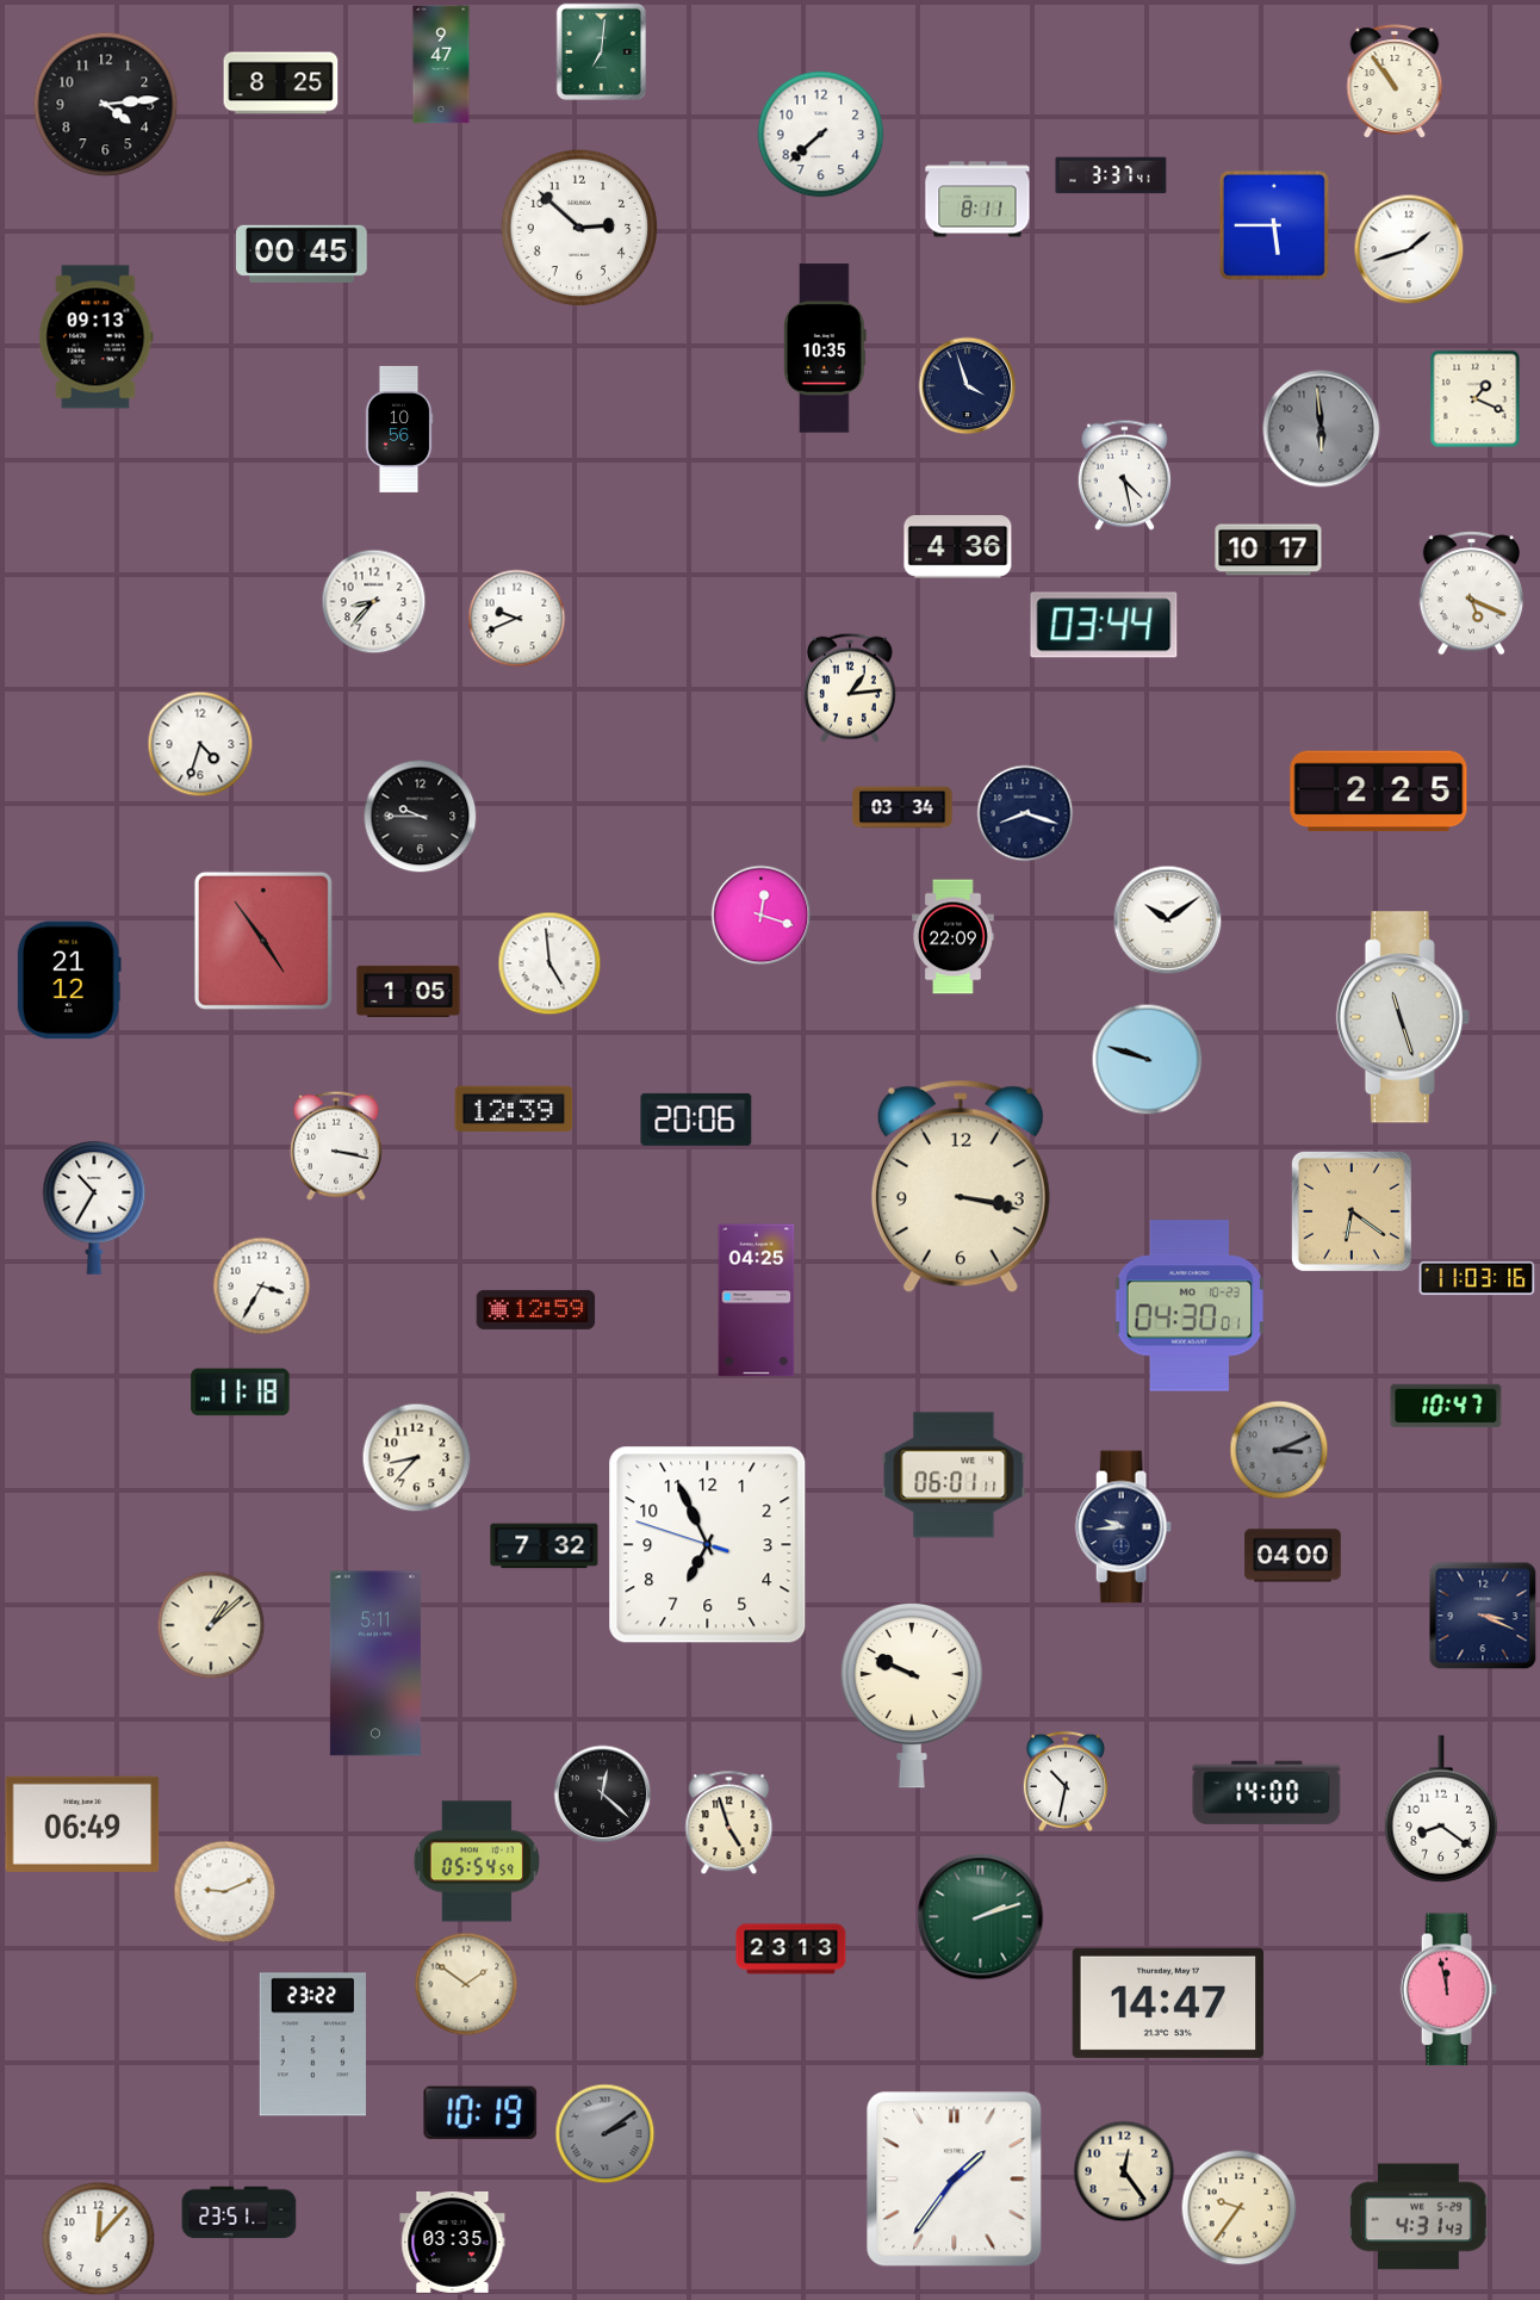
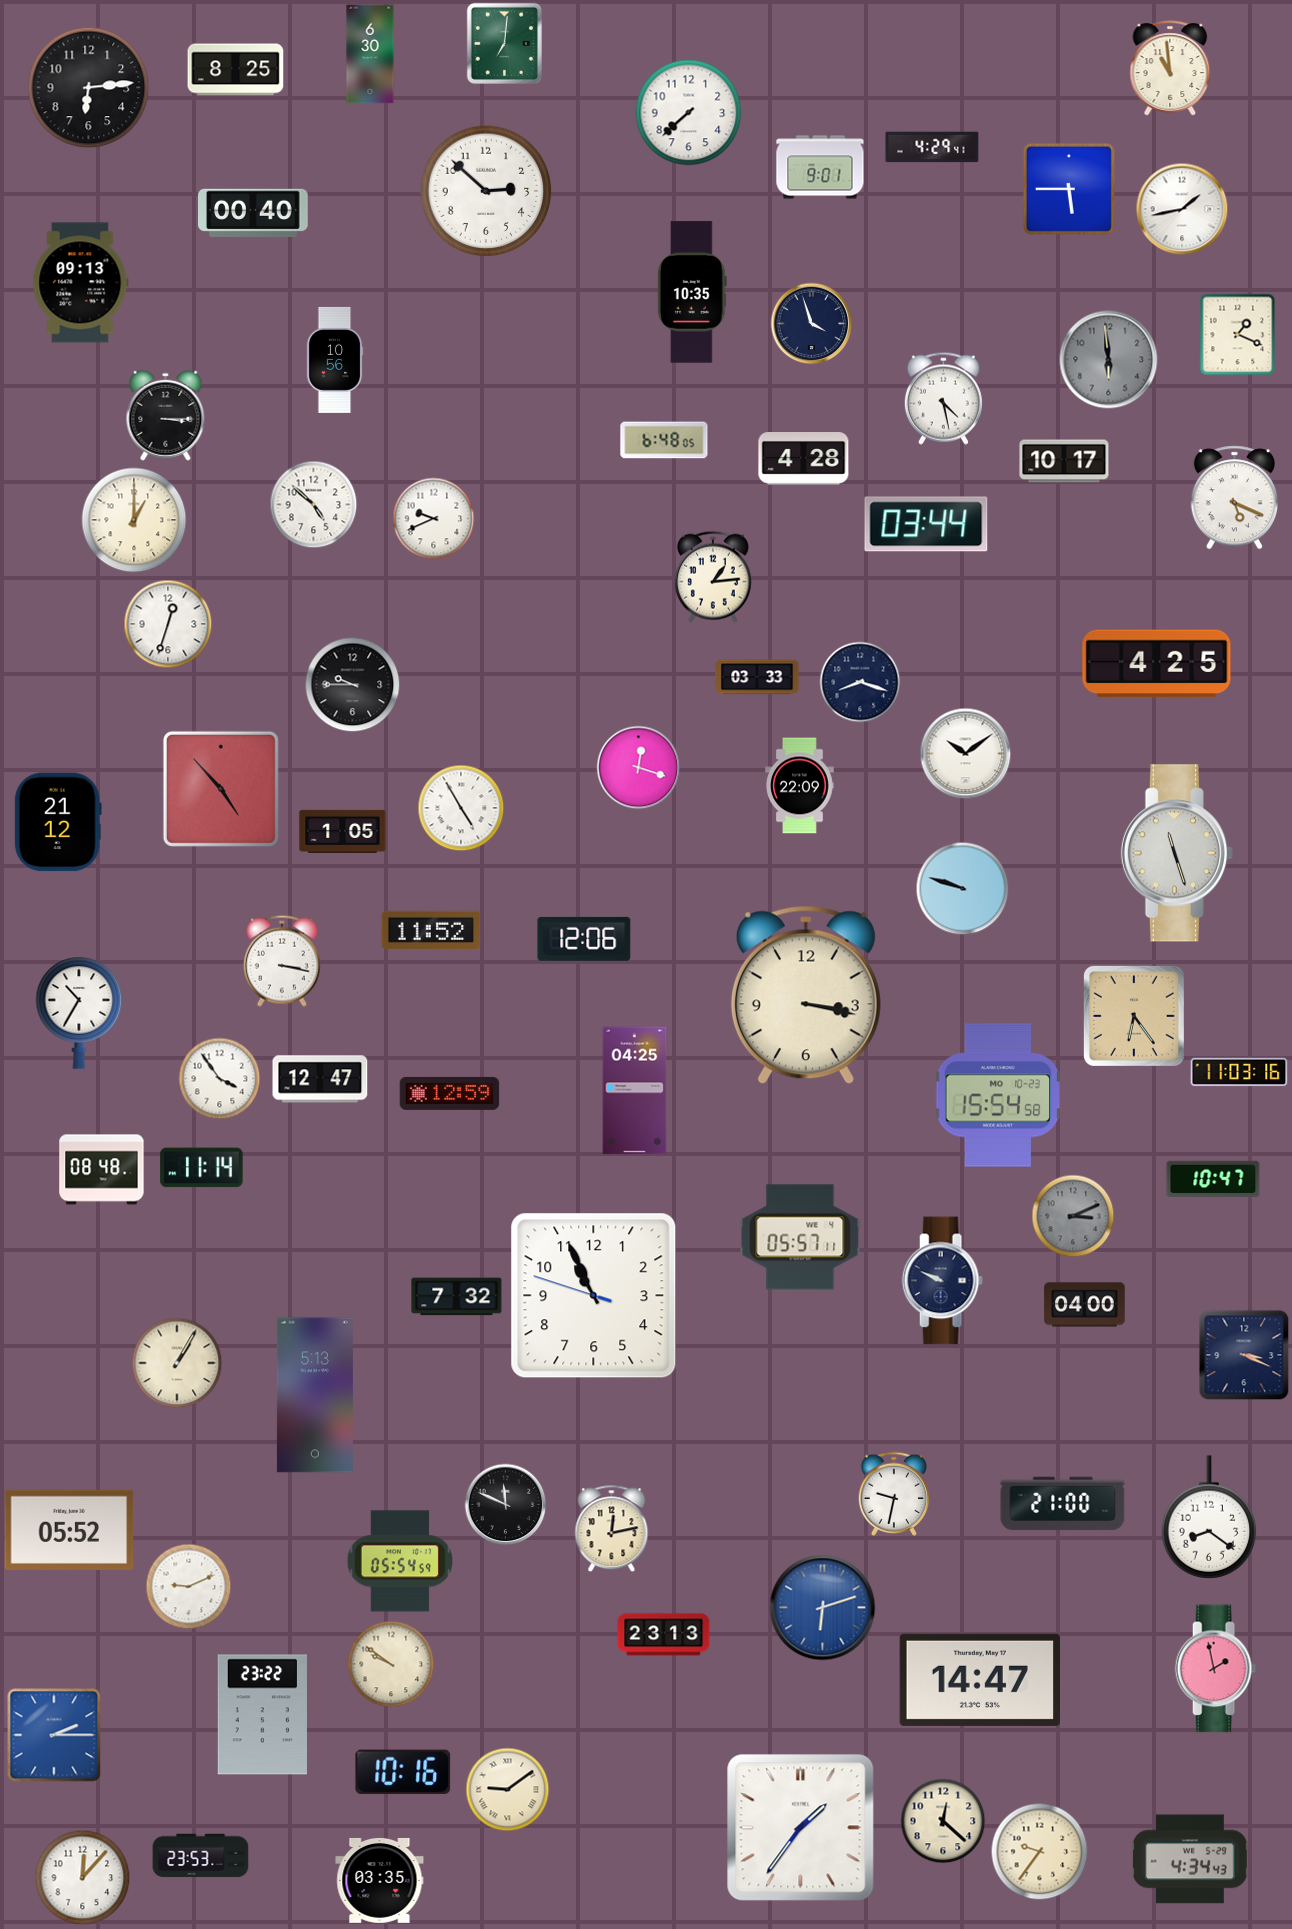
clock at (441, 64): 9:47 -> 6:30
clock at (1395, 81): 10:54 -> 10:59
clock at (106, 105): 4:14 -> 6:14
clock at (1111, 175): 3:37 -> 4:29
clock at (977, 199): 8:11 -> 9:01
clock at (1409, 249): 1:42 -> 1:43
clock at (303, 254): 00:45 -> 00:40
clock at (166, 415): none -> 3:15
clock at (664, 440): none -> 6:48
clock at (958, 547): 4:36 -> 4:28
clock at (374, 602): 8:37 -> 4:52
clock at (134, 520): none -> 1:00
clock at (200, 744): 4:33 -> 12:33
clock at (1379, 792): 2:25 -> 4:25
clock at (902, 807): 03:34 -> 03:33
clock at (1168, 920) position: (1168, 920) -> (966, 754)
clock at (263, 941): 4:54 -> 4:53
clock at (549, 963): 4:59 -> 4:55
clock at (514, 1108): 12:39 -> 11:52
clock at (696, 1120): 20:06 -> 12:06
clock at (1352, 1211): 6:21 -> 6:24
clock at (262, 1287): 3:35 -> 3:54
clock at (320, 1079): none -> 12:47
clock at (1190, 1306): 04:30 -> 15:54
clock at (536, 1309) position: (536, 1309) -> (450, 1093)
clock at (241, 1393): 11:18 -> 11:14
clock at (102, 1170): none -> 08:48
clock at (417, 1458): 8:37 -> none
clock at (954, 1475): 06:01 -> 05:57
clock at (1123, 1527): 9:44 -> 9:49
clock at (708, 1545): 6:55 -> 10:55
clock at (211, 1625): 1:08 -> 1:05
clock at (375, 1663): 5:11 -> 5:13
clock at (912, 1695): 9:49 -> none
clock at (1064, 1781): 10:32 -> 9:32
clock at (1267, 1793): 14:00 -> 21:00
clock at (603, 1794): 12:22 -> 11:49
clock at (729, 1823): 4:57 -> 12:13
clock at (82, 1824): 06:49 -> 05:52
clock at (981, 1917): 2:12 -> 6:12
clock at (981, 1917) dial: green -> blue
clock at (466, 1984): 1:51 -> 9:51
clock at (1448, 1990): 11:58 -> 1:58
clock at (54, 1735): none -> 2:15
clock at (480, 2113): 10:19 -> 10:16
clock at (606, 2134): 2:09 -> 9:09
clock at (606, 2134) dial: grey -> cream
clock at (1124, 2171): 12:24 -> 12:22
clock at (240, 2213): 23:51 -> 23:53
clock at (1418, 2217): 4:31 -> 4:34
